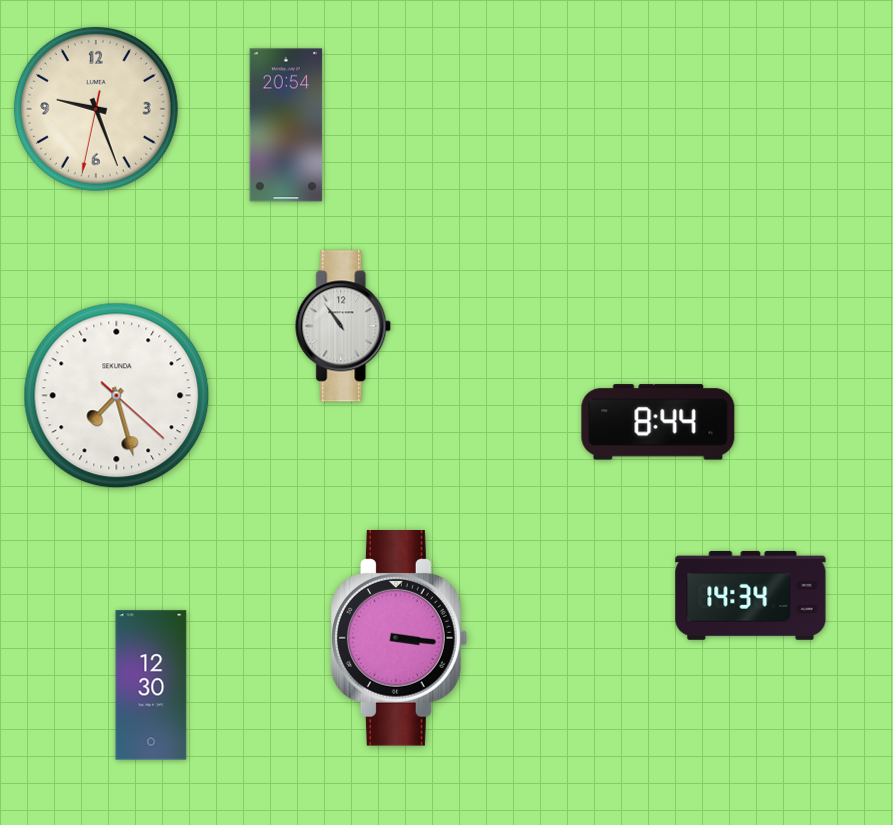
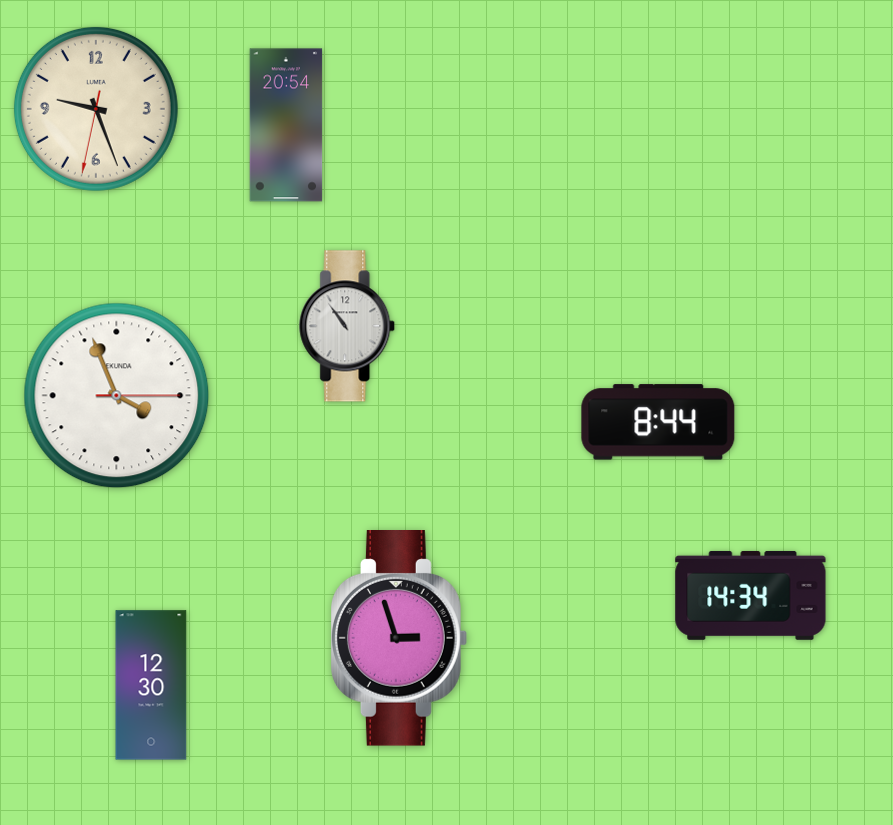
clock at (344, 326) position: (344, 326) -> (348, 326)
clock at (117, 396): 7:27 -> 3:56
clock at (399, 638): 3:16 -> 2:57
